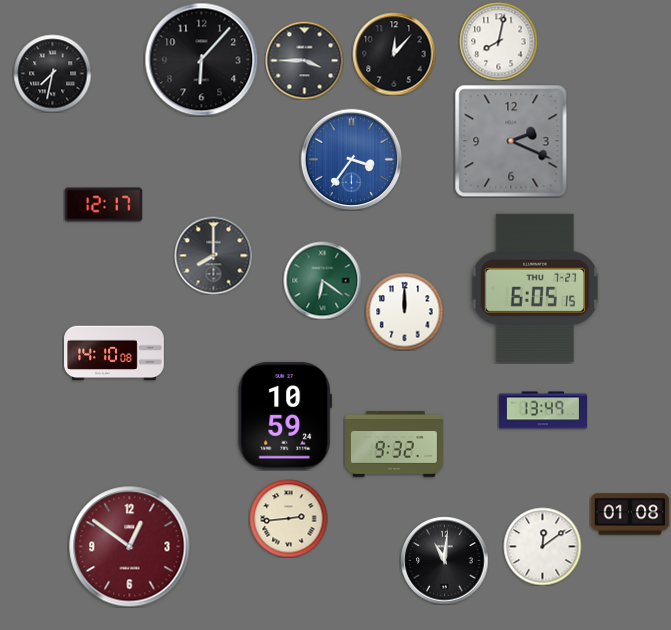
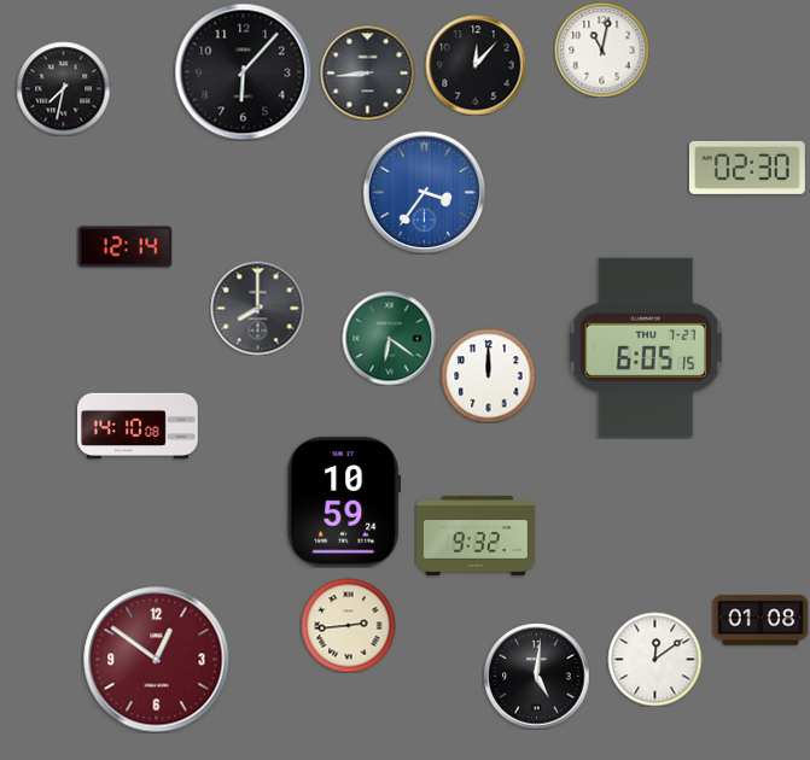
clock at (498, 41): 8:02 -> 11:02
clock at (304, 60): 3:45 -> 8:44
clock at (747, 168): none -> 02:30
clock at (511, 141): 2:19 -> none
clock at (103, 205): 12:17 -> 12:14
clock at (542, 410): 13:49 -> none
clock at (444, 560): 11:01 -> 5:01
